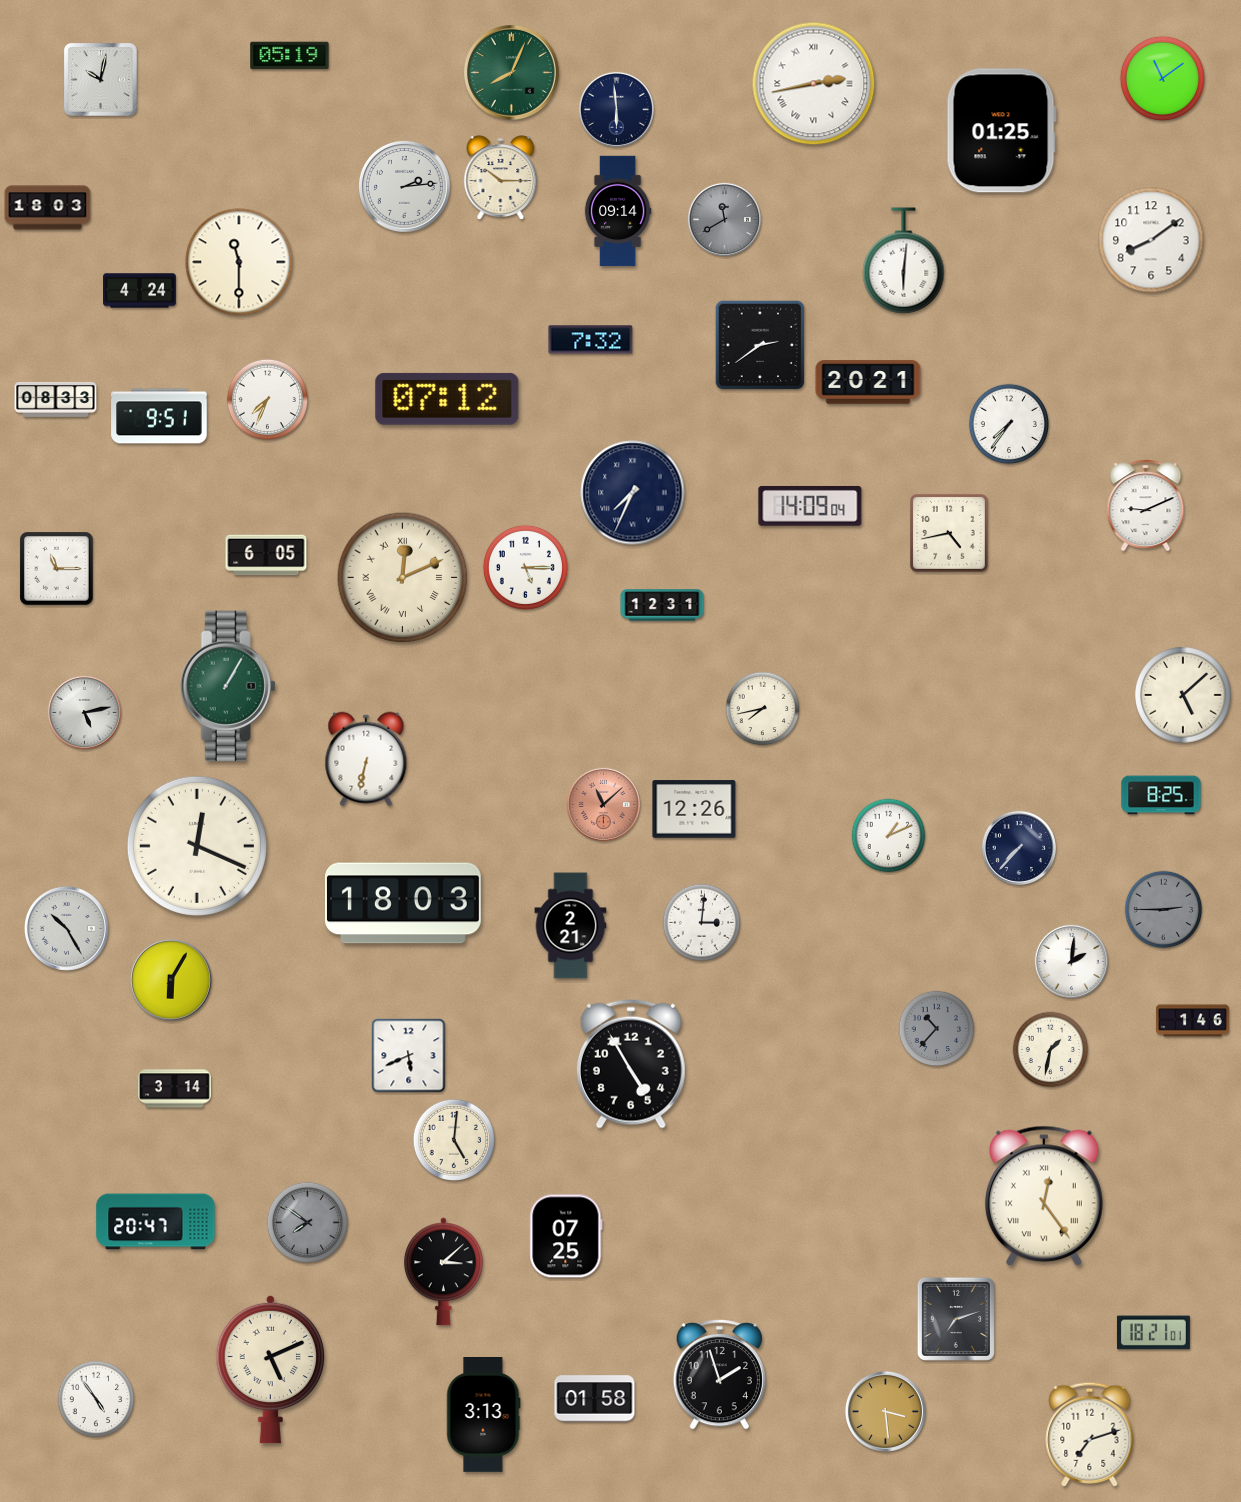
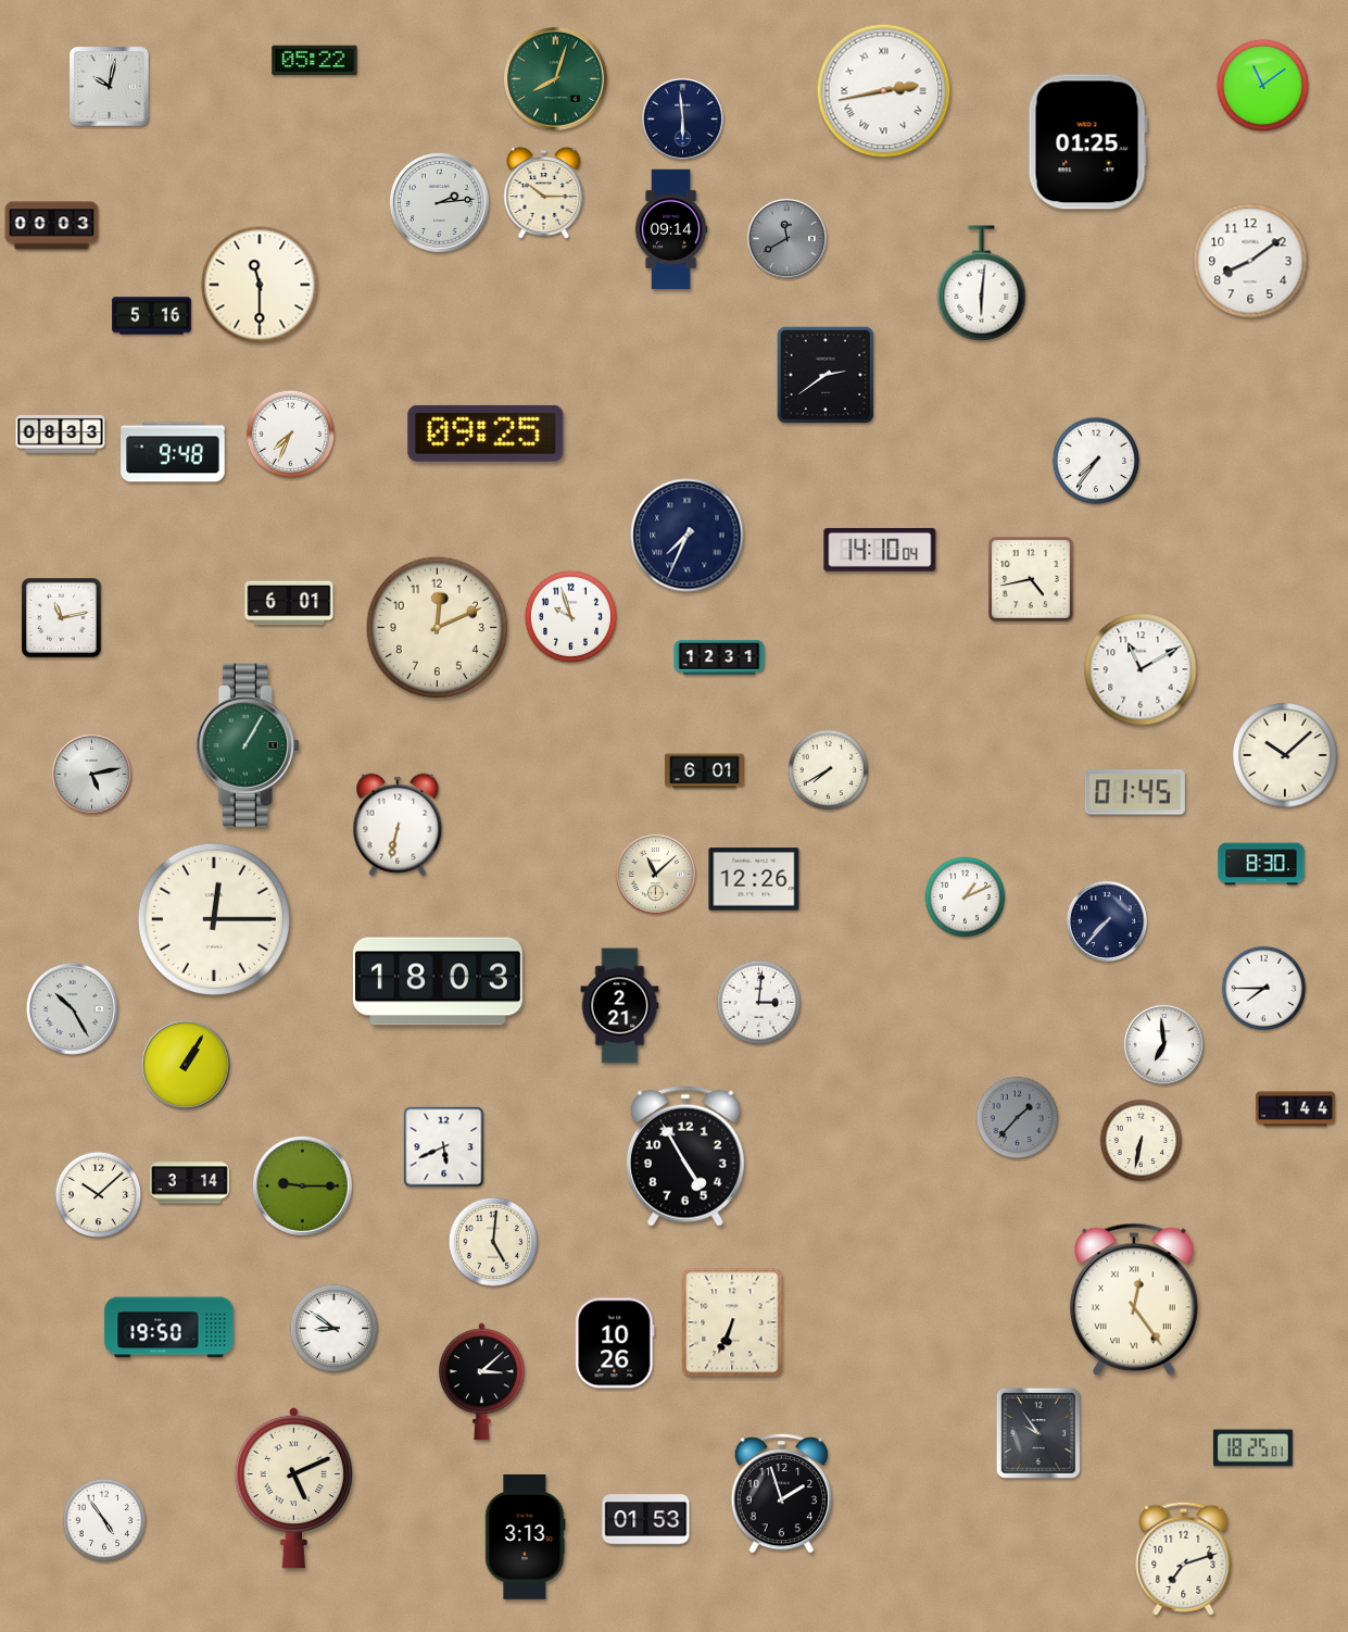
clock at (290, 56): 05:19 -> 05:22
clock at (512, 73): 8:04 -> 8:03
clock at (616, 109) position: (616, 109) -> (682, 118)
clock at (48, 208): 18:03 -> 00:03
clock at (140, 291): 4:24 -> 5:16
clock at (591, 340): 7:32 -> none
clock at (868, 382): 20:21 -> none
clock at (447, 399): 07:12 -> 09:25
clock at (159, 416): 9:51 -> 9:48
clock at (810, 506): 14:09 -> 14:10
clock at (1146, 506): 9:11 -> none
clock at (266, 555): 6:05 -> 6:01
clock at (525, 567): 5:15 -> 9:57
clock at (57, 569): 11:15 -> 11:13
clock at (403, 578) numerals: Roman -> Arabic
clock at (1141, 669): none -> 11:10
clock at (1183, 695): 5:08 -> 10:08
clock at (763, 709): 7:43 -> 7:40
clock at (704, 771): none -> 6:01
clock at (1135, 792): none -> 01:45
clock at (1161, 795): 8:25 -> 8:30
clock at (603, 804) dial: salmon -> cream
clock at (889, 836) position: (889, 836) -> (966, 897)
clock at (197, 846): 12:19 -> 12:15
clock at (1164, 910): 2:45 -> 7:45
clock at (1164, 910) dial: grey -> white
clock at (702, 923) position: (702, 923) -> (759, 1003)
clock at (1071, 961): 2:01 -> 6:59
clock at (171, 980): 6:05 -> 1:05
clock at (1192, 1021): 1:46 -> 1:44
clock at (937, 1029): 10:37 -> 1:37
clock at (1051, 1050): 1:32 -> 6:32
clock at (302, 1185): none -> 9:15
clock at (99, 1195): none -> 10:08
clock at (453, 1139) position: (453, 1139) -> (492, 1241)
clock at (732, 1322): none -> 6:34
clock at (156, 1222): 20:47 -> 19:50
clock at (307, 1222): 7:51 -> 8:51
clock at (307, 1222) dial: grey -> white
clock at (566, 1236): 07:25 -> 10:26
clock at (956, 1319): 7:12 -> 9:54
clock at (1153, 1333): 18:21 -> 18:25
clock at (595, 1399): 01:58 -> 01:53
clock at (885, 1411): 3:29 -> none
